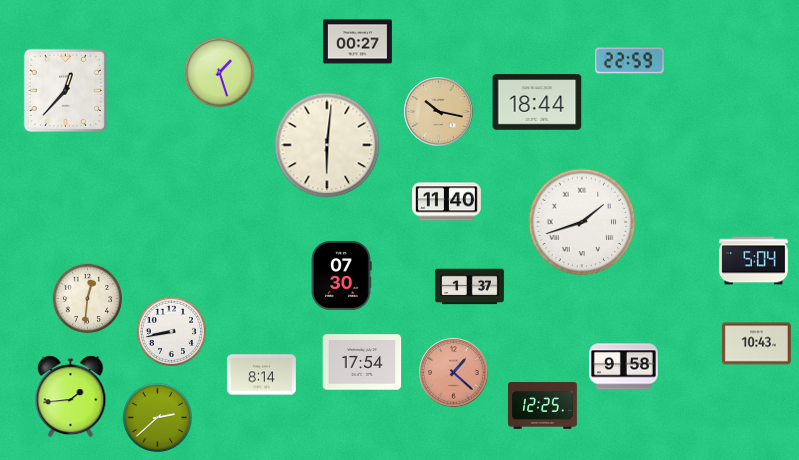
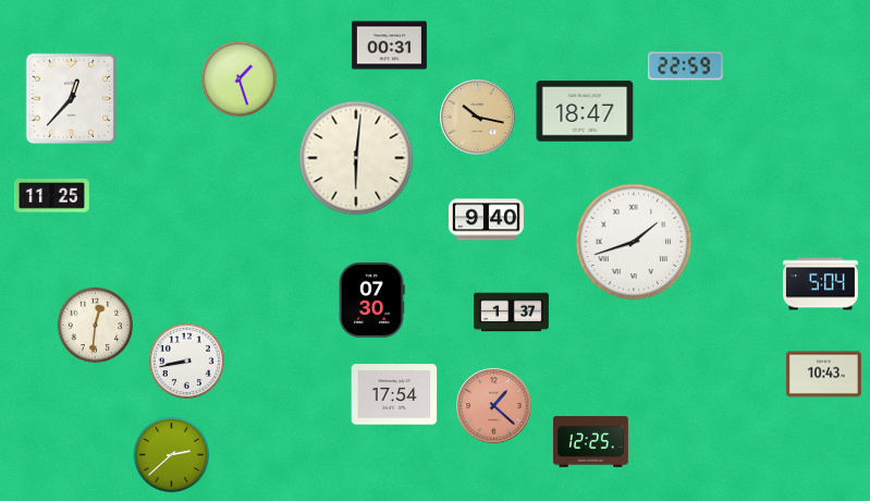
clock at (357, 42): 00:27 -> 00:31
clock at (537, 102): 18:44 -> 18:47
clock at (439, 112) position: (439, 112) -> (478, 118)
clock at (51, 196): none -> 11:25
clock at (446, 202): 11:40 -> 9:40
clock at (624, 367): 9:58 -> none
clock at (261, 375): 8:14 -> none
clock at (71, 397): 1:44 -> none
